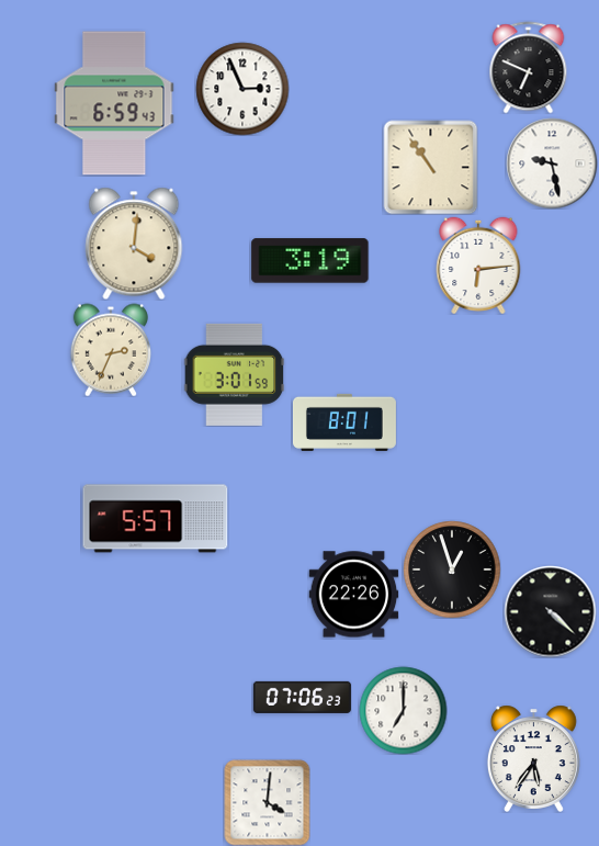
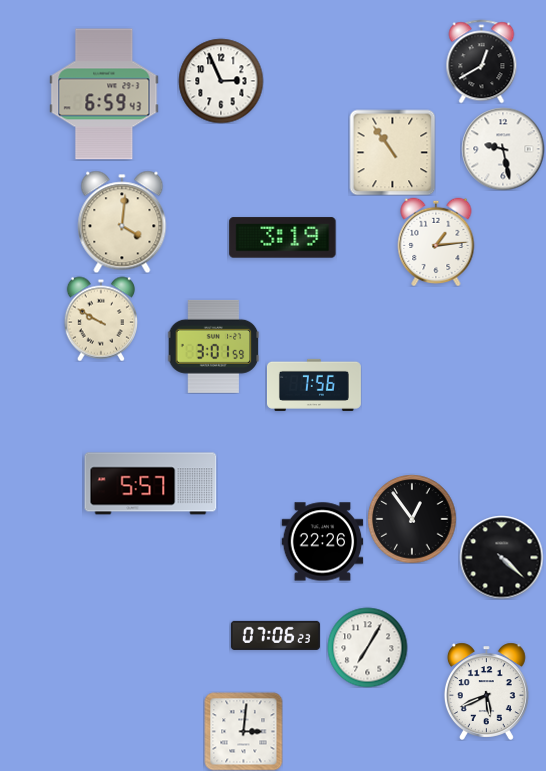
clock at (529, 67): 6:49 -> 12:40
clock at (478, 266): 6:14 -> 1:14
clock at (110, 350): 2:34 -> 9:50
clock at (234, 374) position: (234, 374) -> (213, 346)
clock at (344, 422): 8:01 -> 7:56
clock at (156, 519) position: (156, 519) -> (151, 484)
clock at (452, 569): 12:57 -> 12:54
clock at (403, 710): 7:00 -> 7:05
clock at (533, 758): 5:36 -> 5:41
clock at (267, 802): 4:01 -> 3:01
